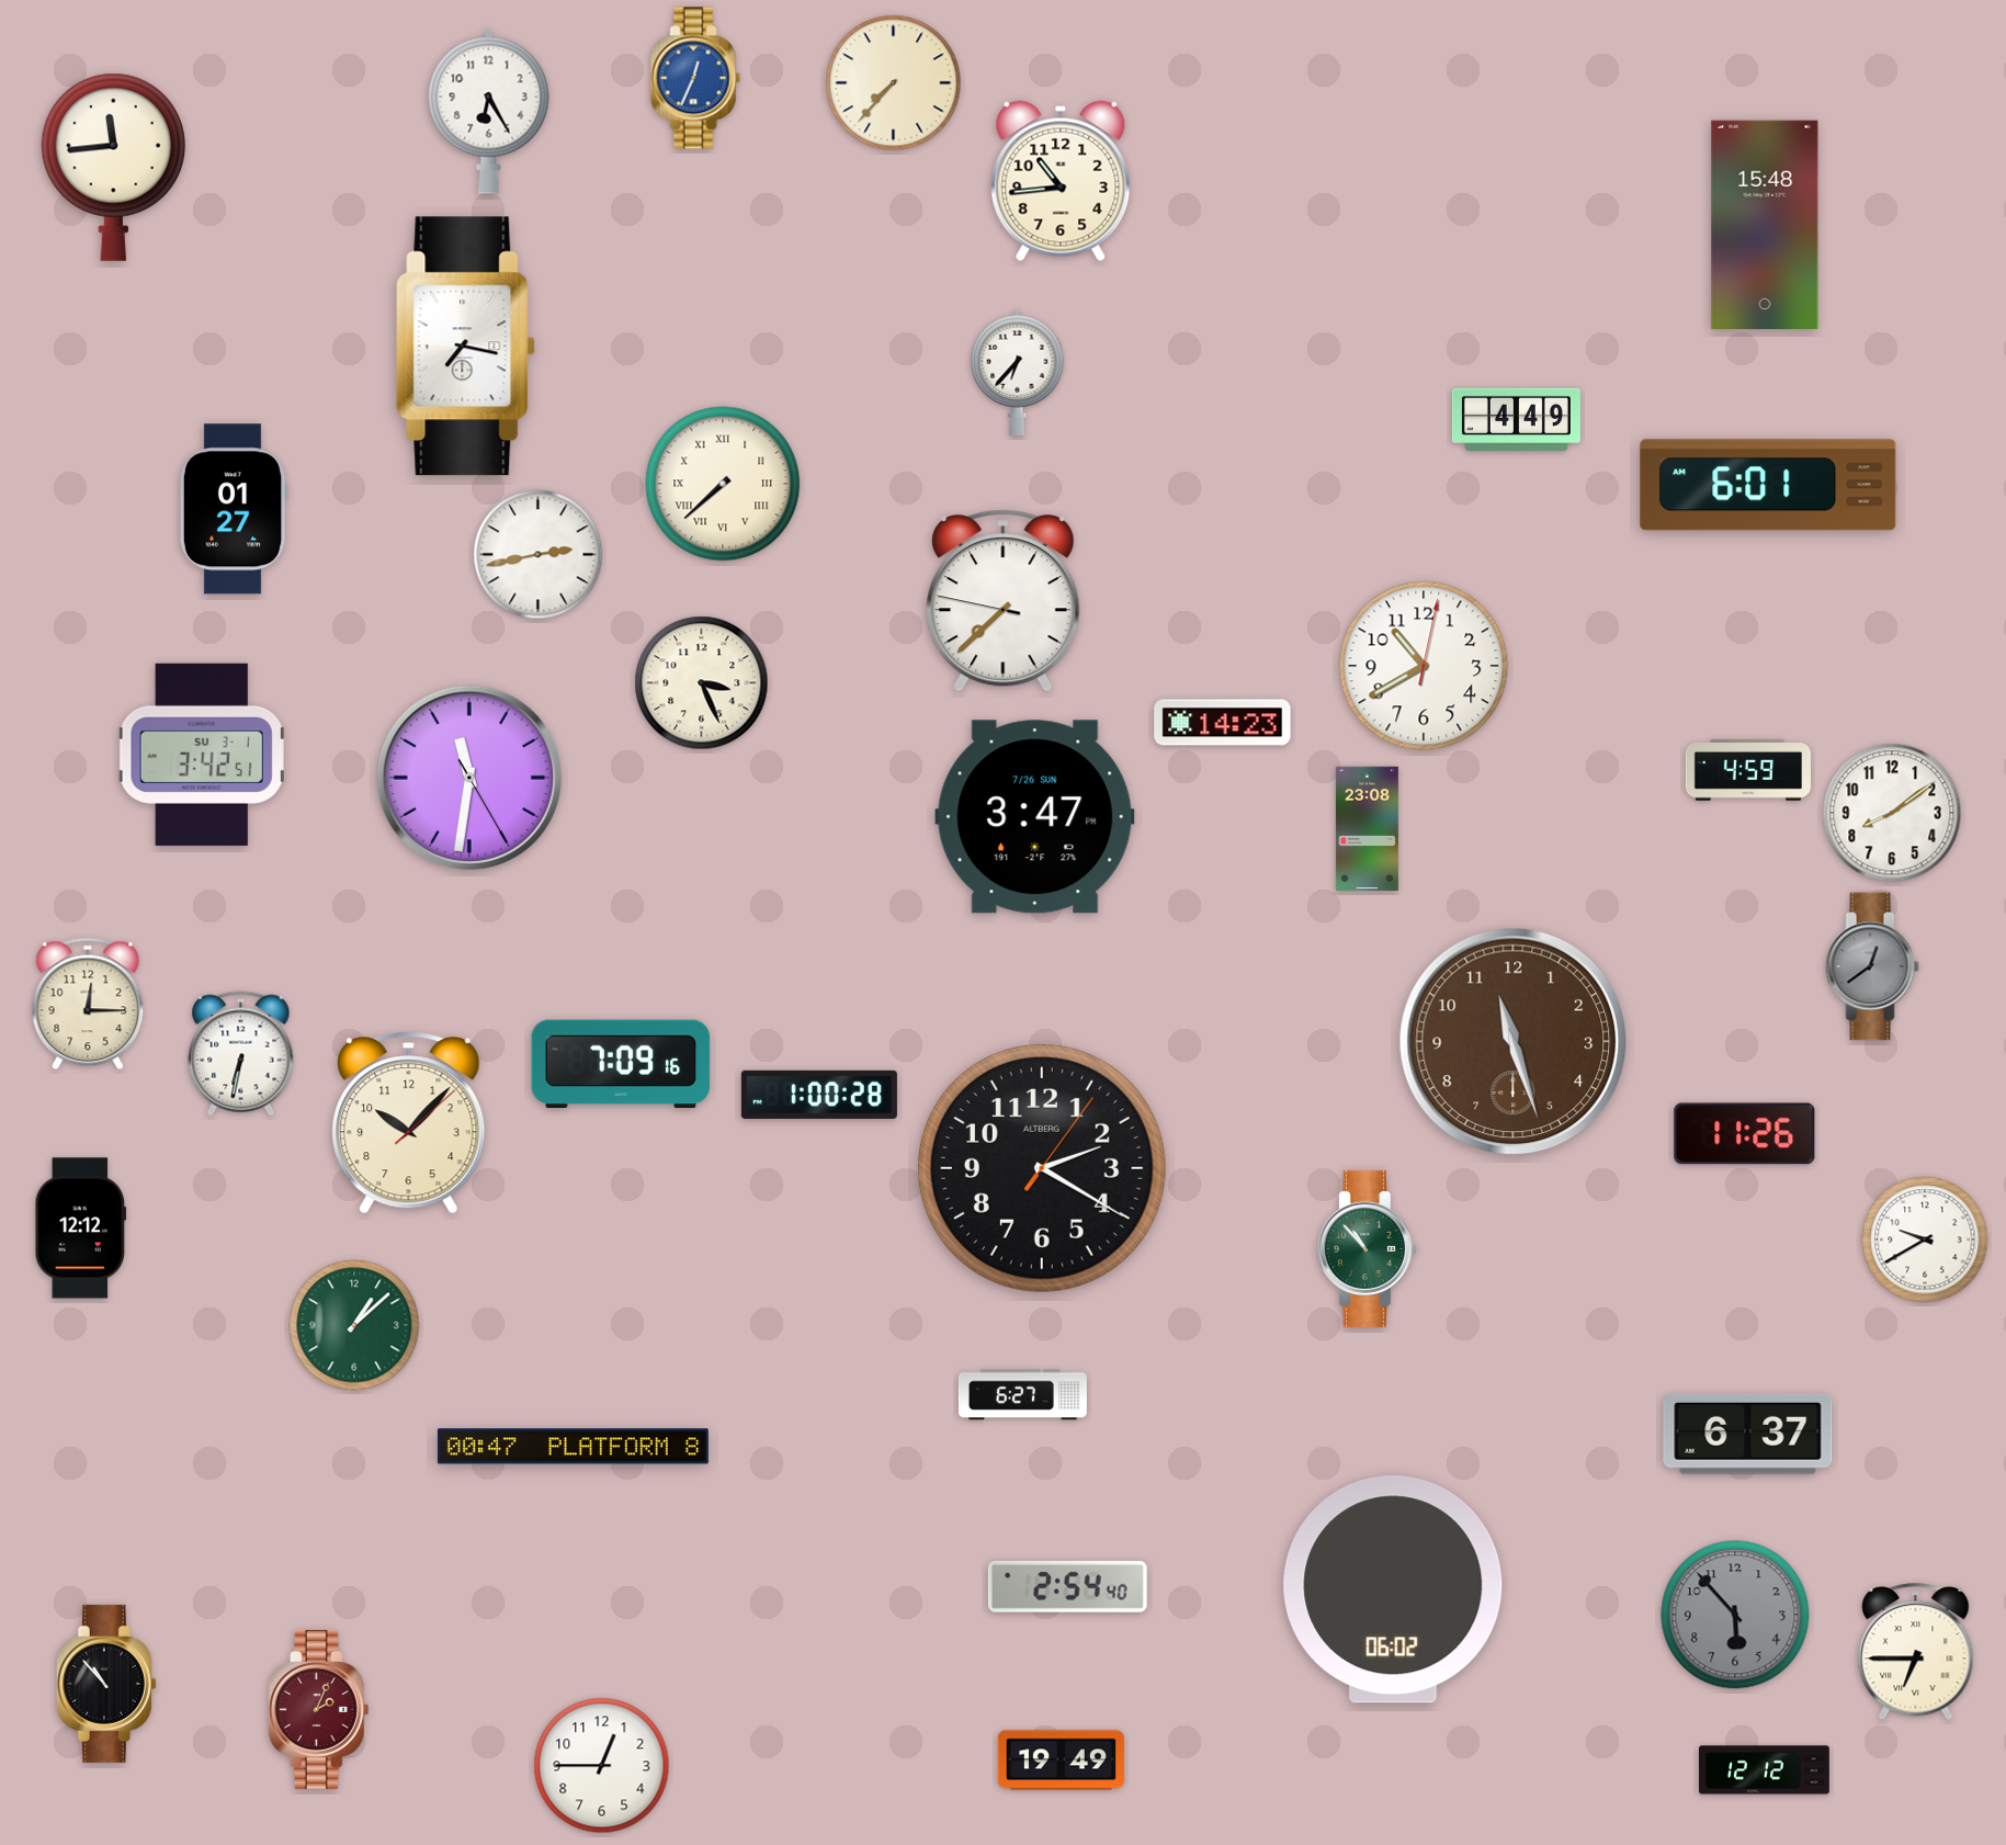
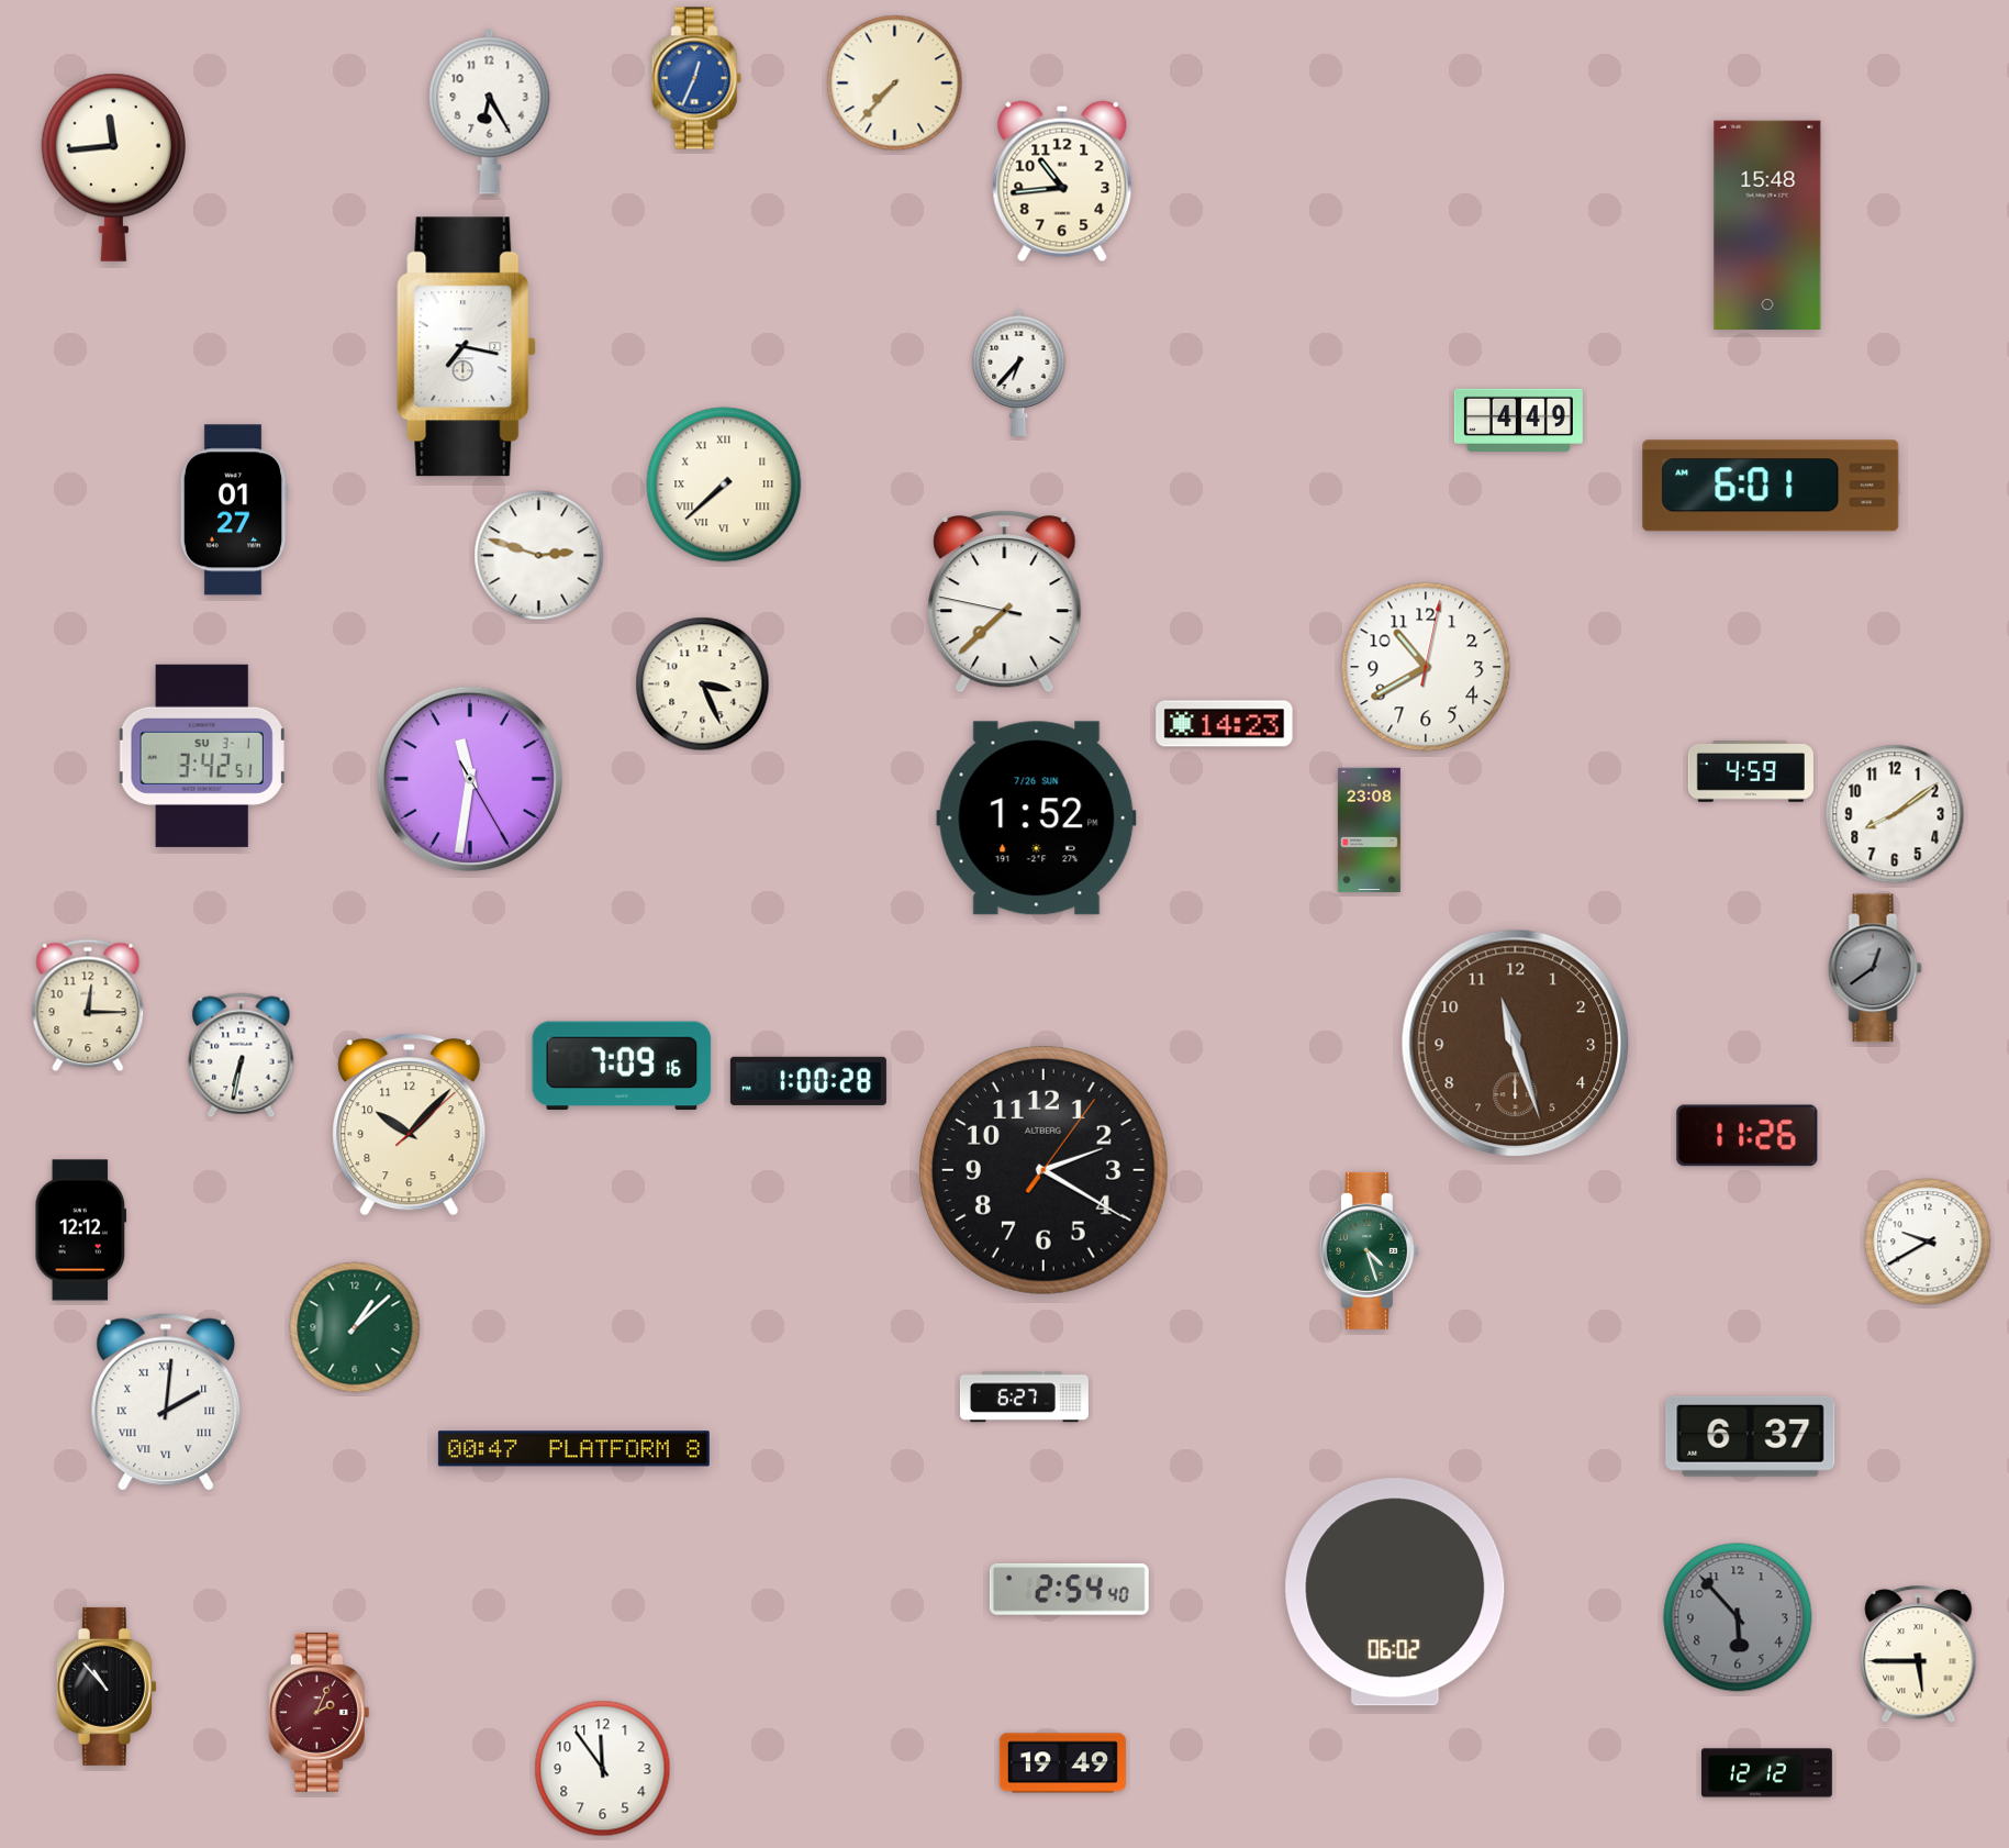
clock at (539, 555): 2:43 -> 2:48
clock at (1035, 817): 3:47 -> 1:52
clock at (819, 1095) position: (819, 1095) -> (808, 1081)
clock at (1367, 1248): 10:53 -> 4:27
clock at (166, 1402): none -> 2:01
clock at (1916, 1652): 6:45 -> 5:45
clock at (602, 1766): 12:45 -> 11:54
